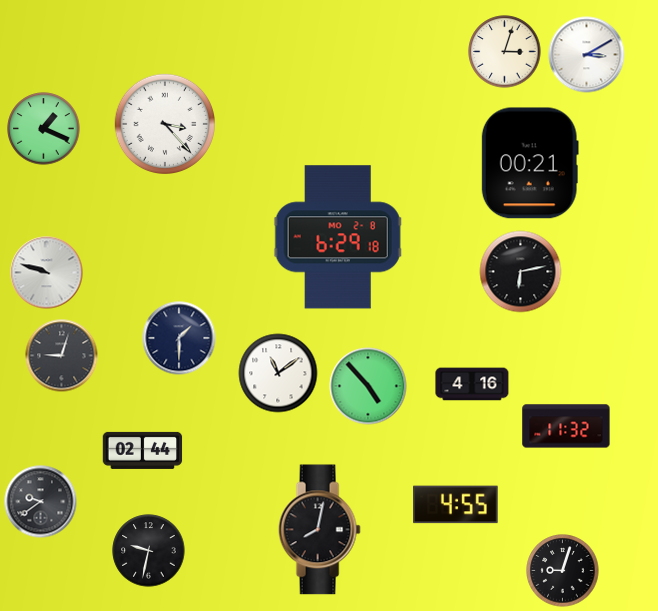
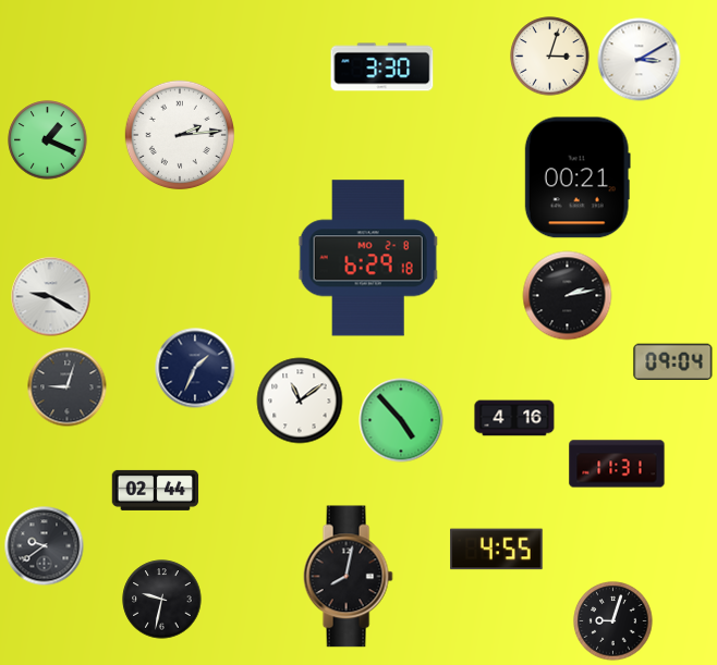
clock at (382, 67): none -> 3:30
clock at (164, 123): 3:23 -> 2:14
clock at (521, 272): 6:13 -> 2:13
clock at (47, 273): 9:48 -> 9:20
clock at (673, 362): none -> 09:04
clock at (179, 338): 1:30 -> 1:34
clock at (278, 373) position: (278, 373) -> (300, 401)
clock at (566, 426): 11:32 -> 11:31
